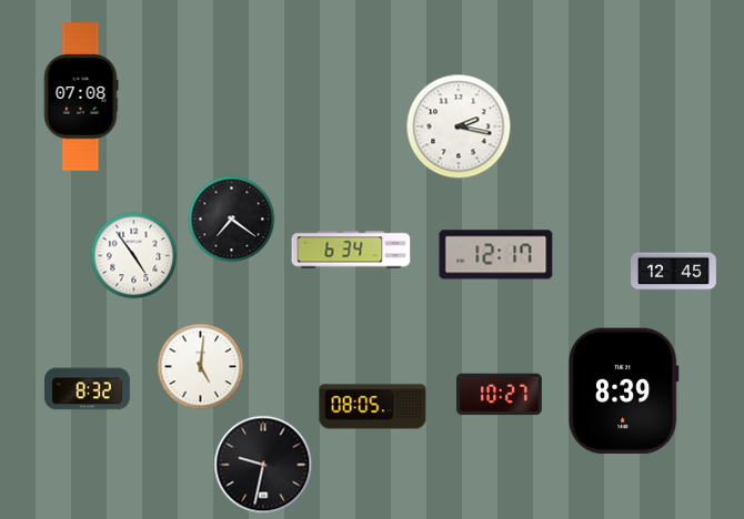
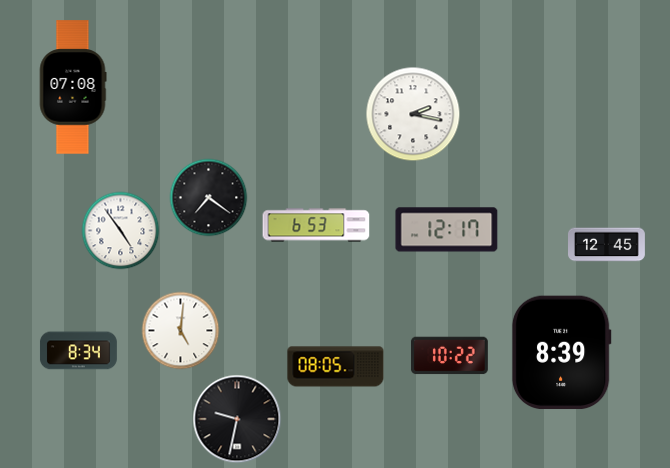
clock at (351, 250): 6:34 -> 6:53
clock at (88, 389): 8:32 -> 8:34
clock at (499, 395): 10:27 -> 10:22
